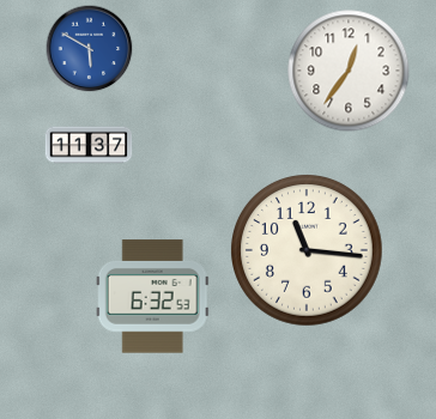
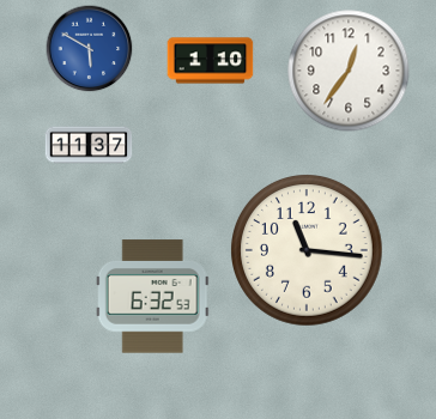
clock at (211, 61): none -> 1:10
